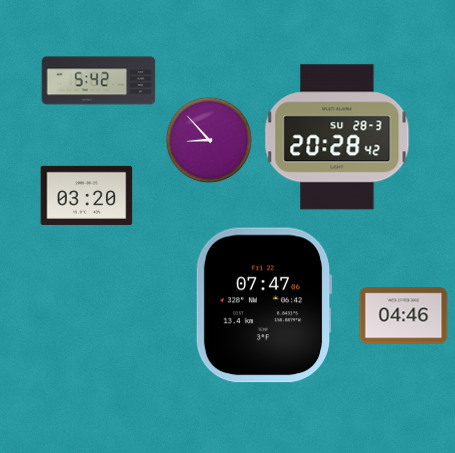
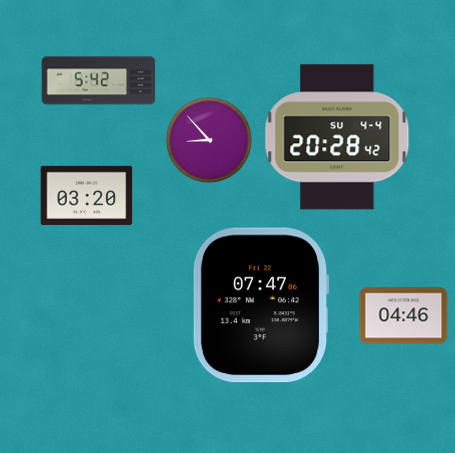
clock at (337, 137) date: SU 28-3 -> SU 4-4
clock at (264, 305) position: (264, 305) -> (261, 305)
